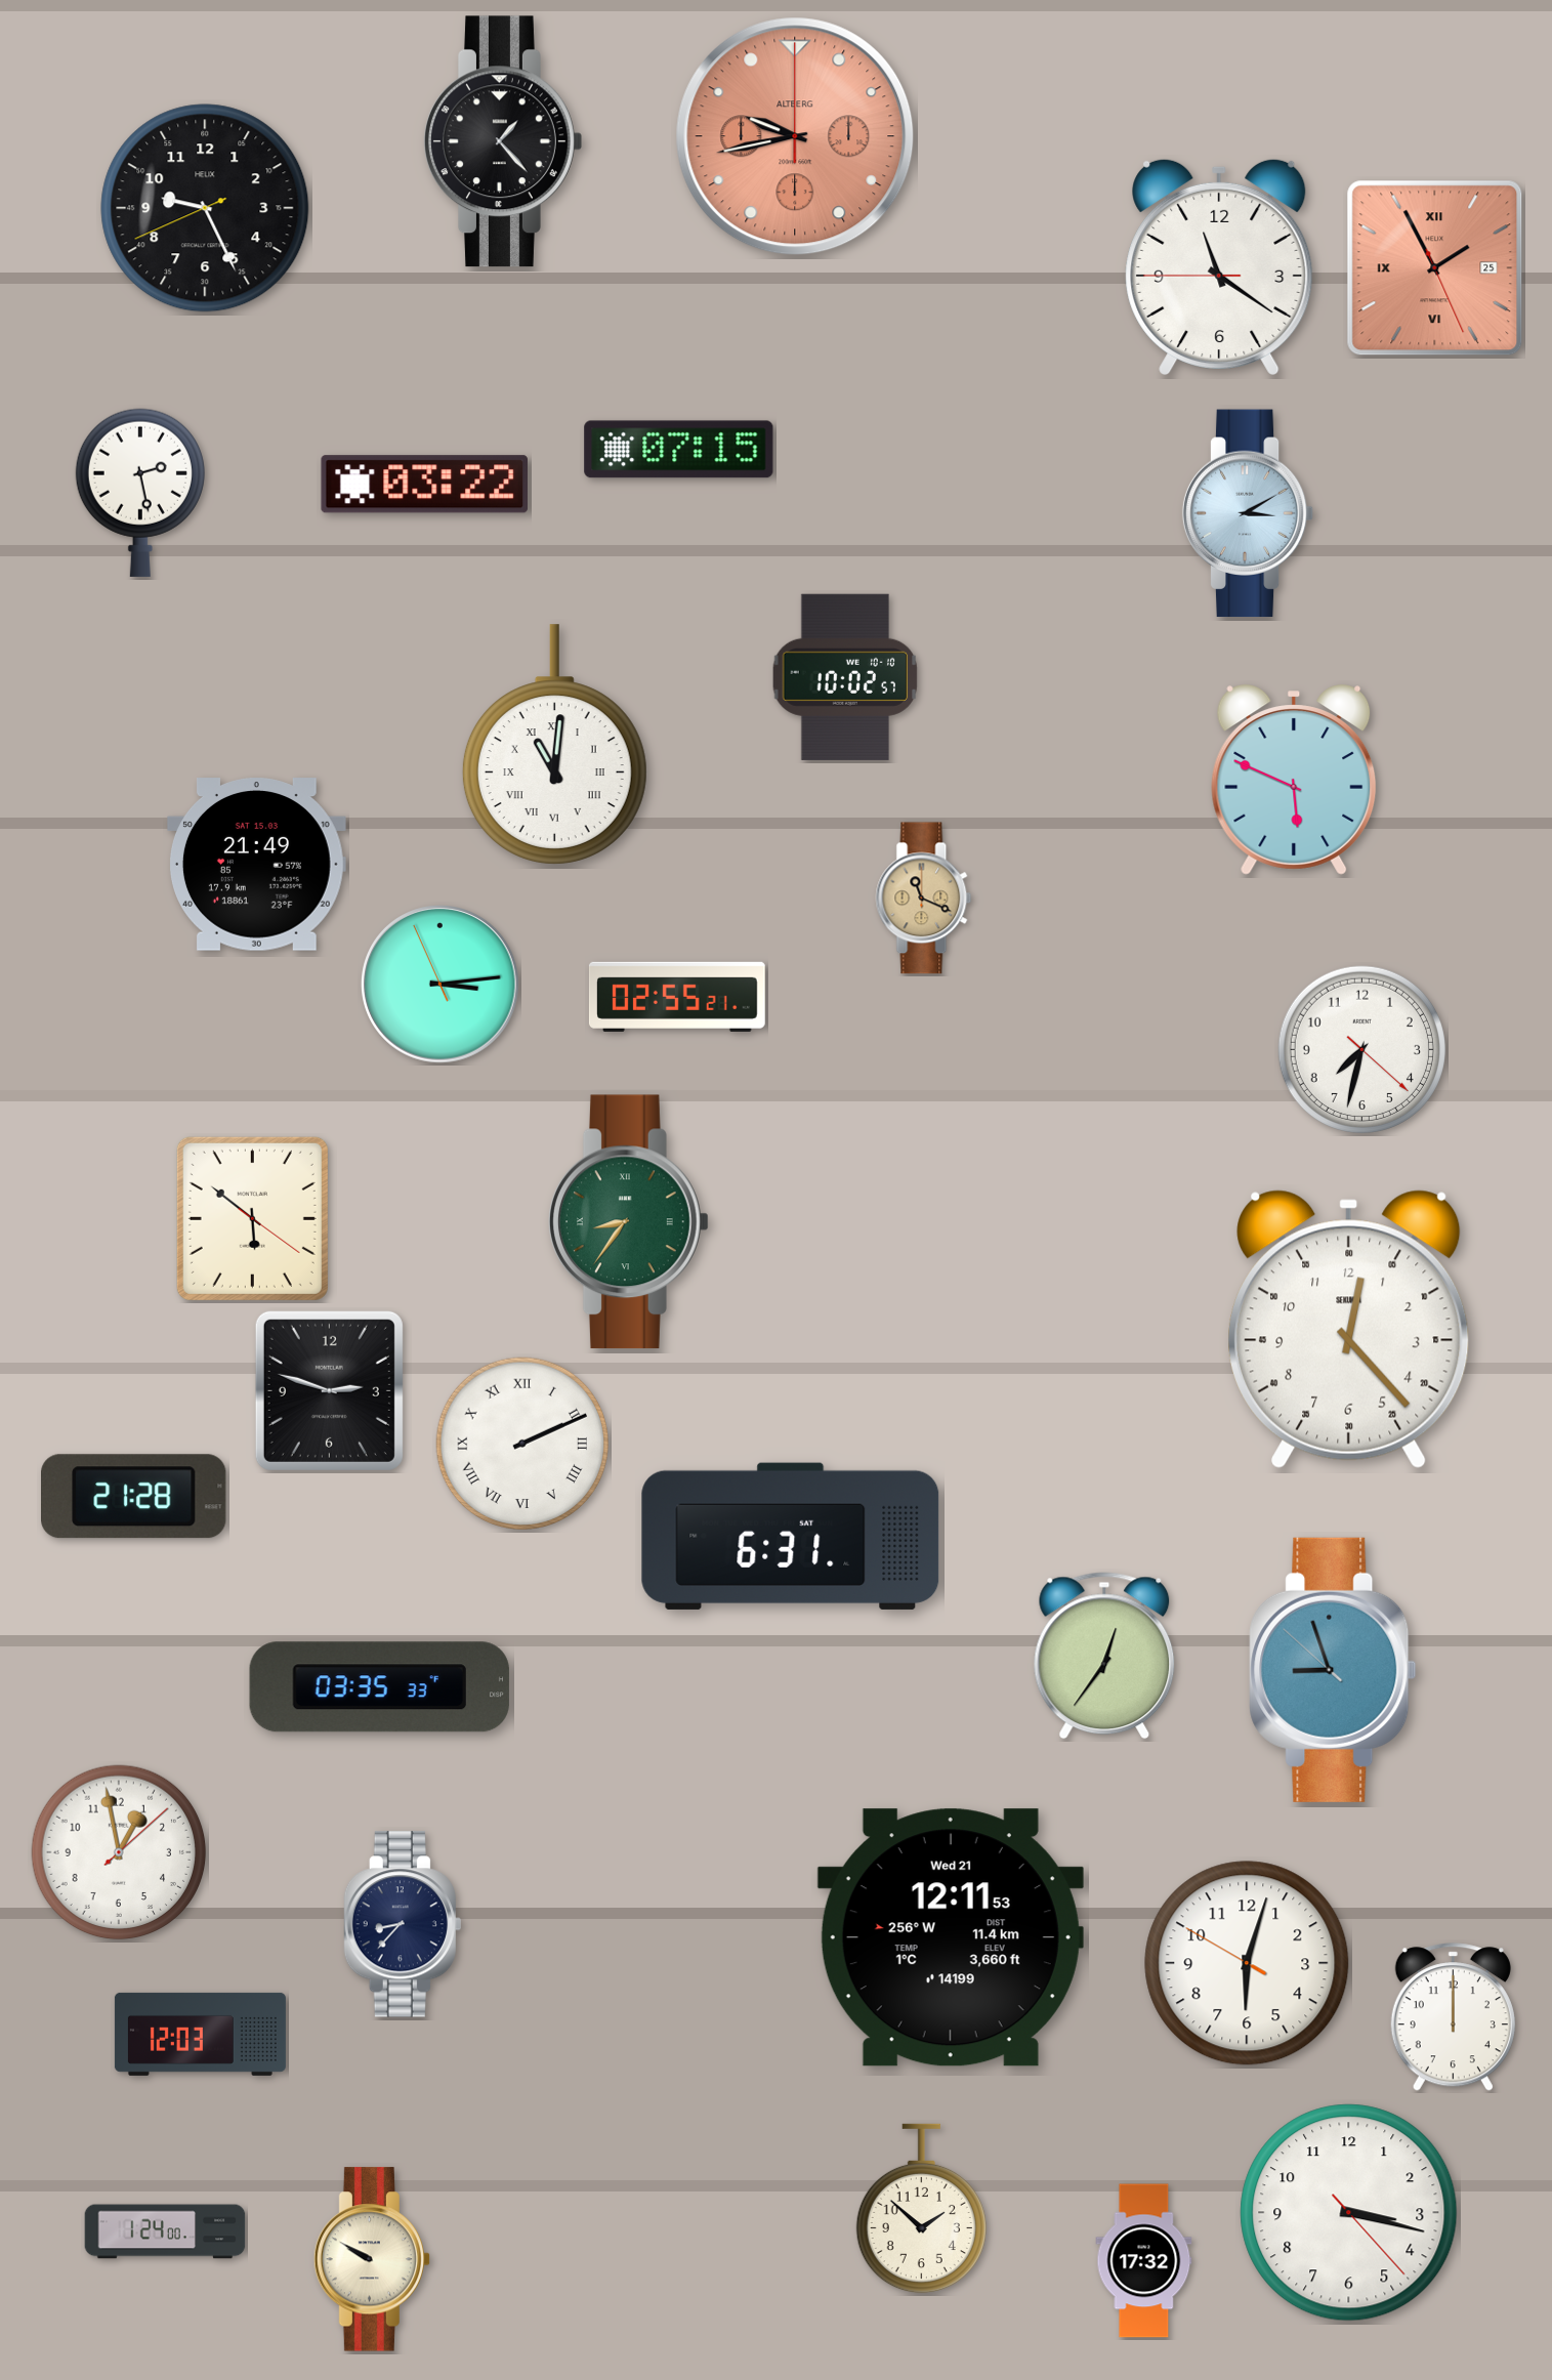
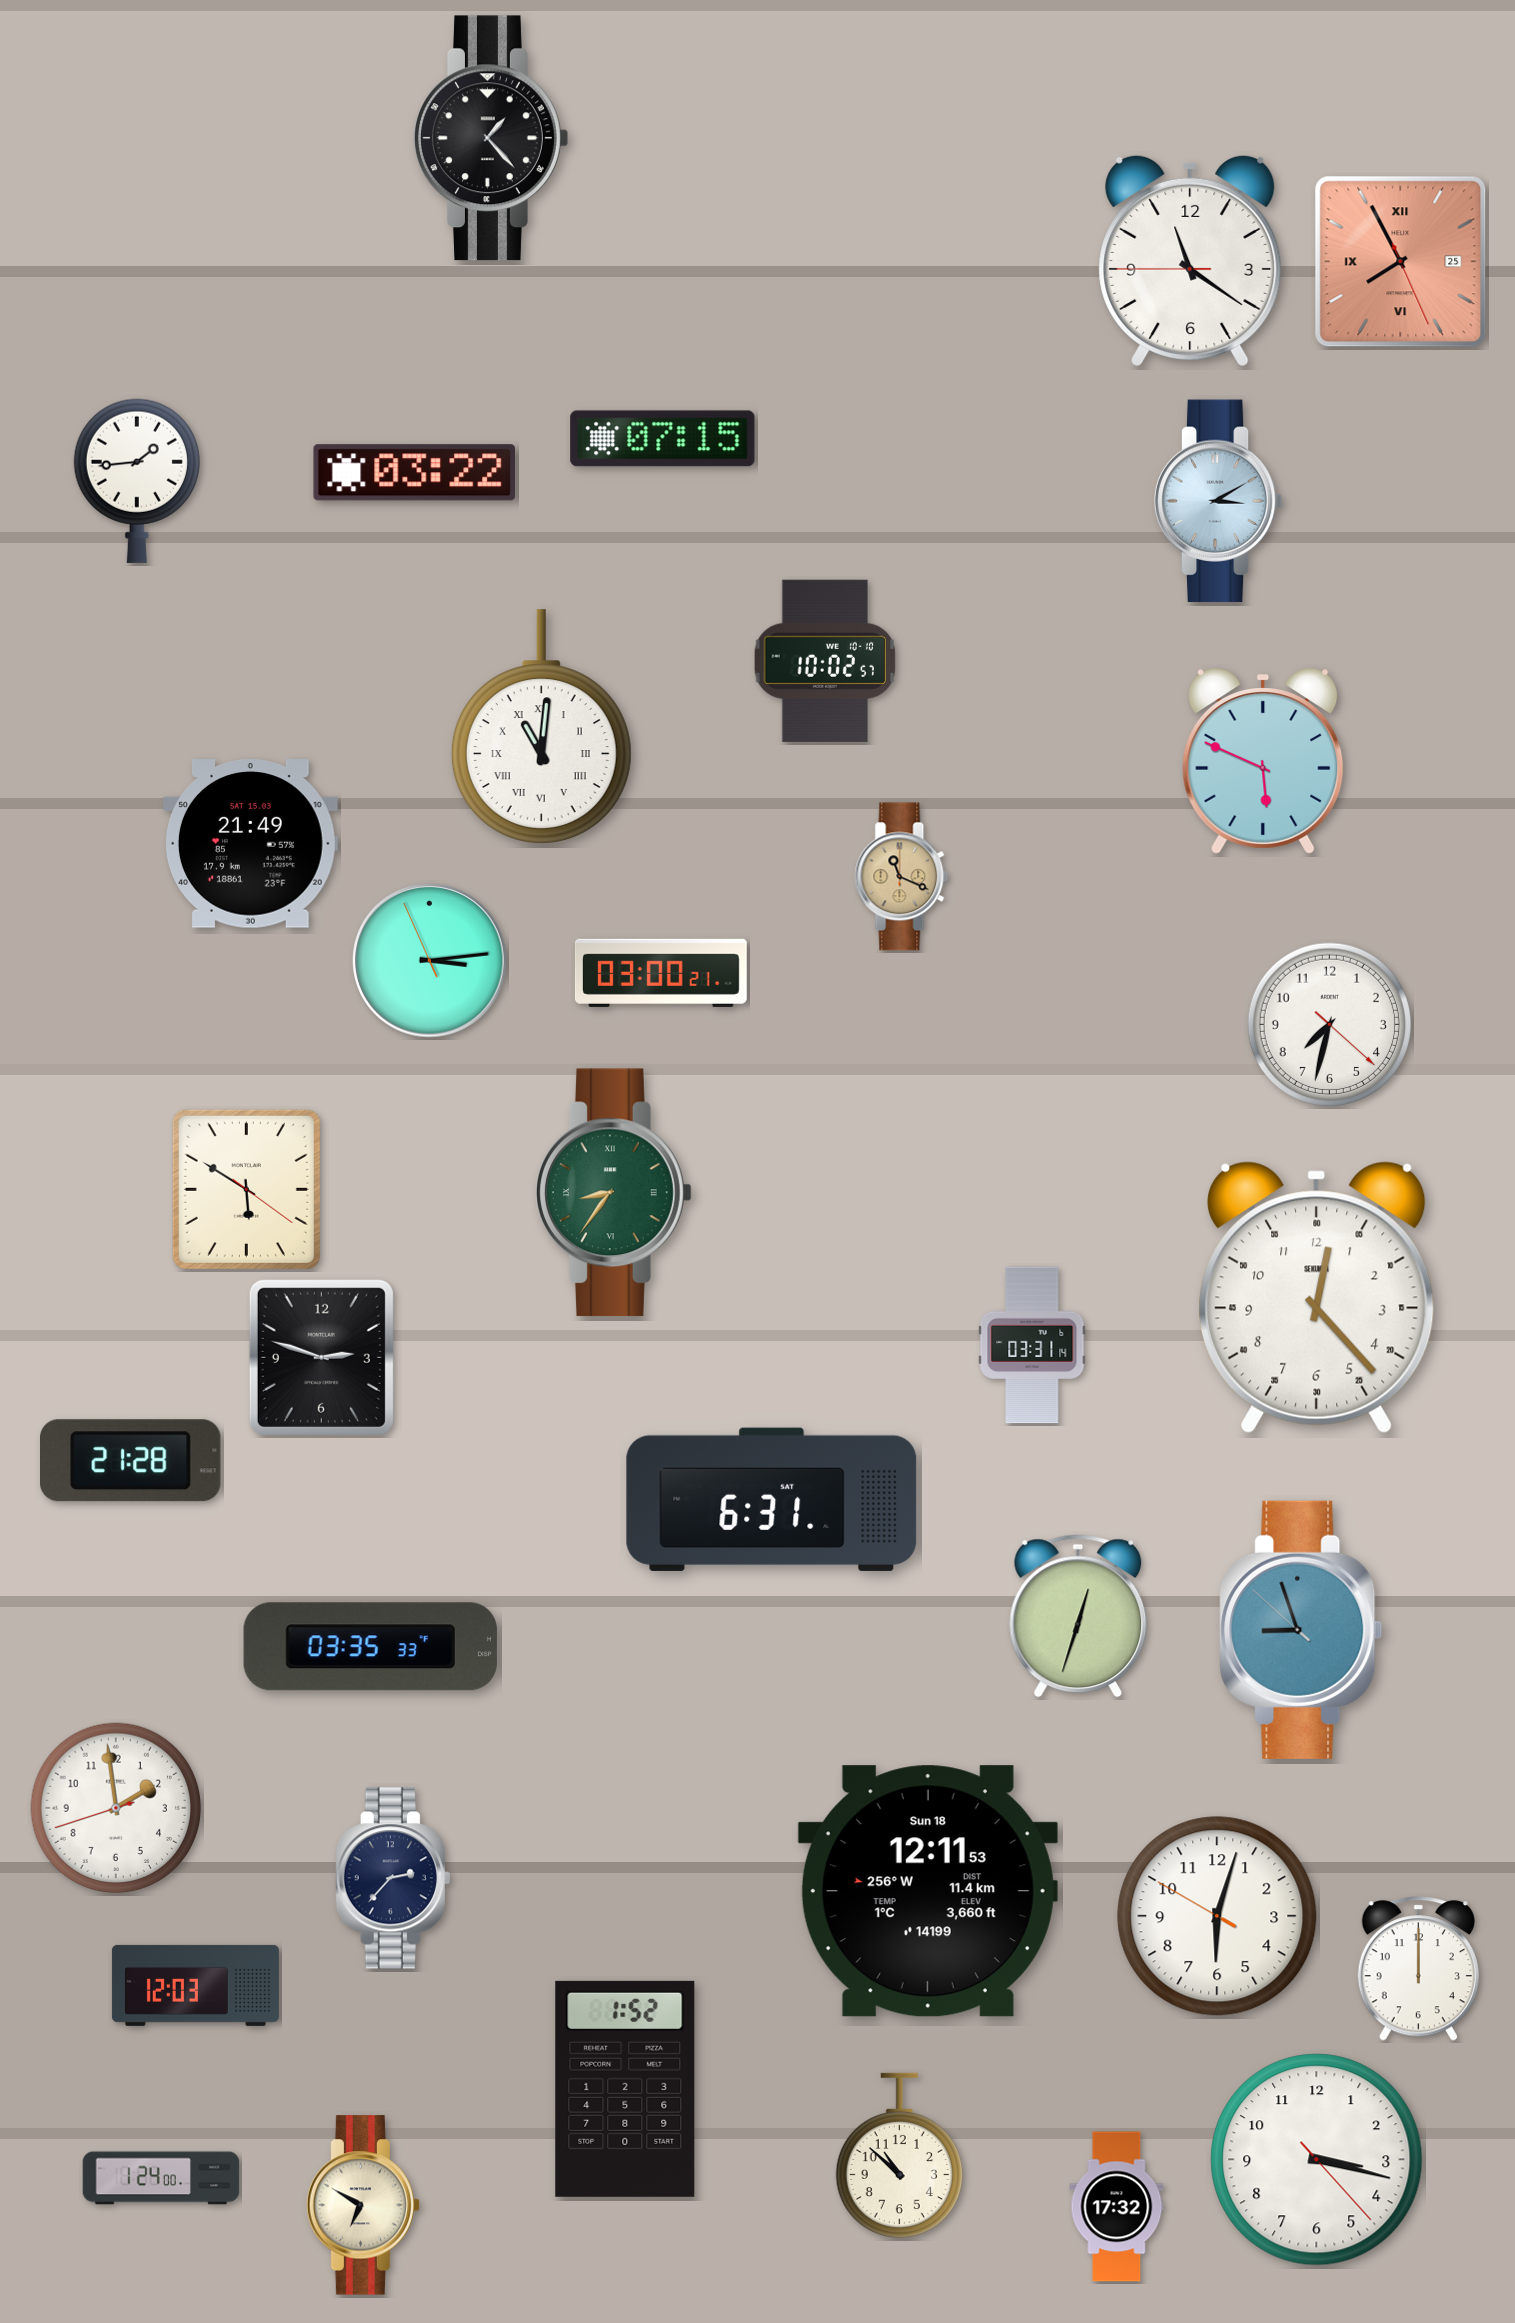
clock at (795, 136): 9:43 -> none
clock at (205, 208): 9:25 -> none
clock at (1435, 268): 1:55 -> 7:55
clock at (140, 493): 2:28 -> 1:44
clock at (677, 997): 02:55 -> 03:00
clock at (252, 1218): 5:51 -> 5:50
clock at (1032, 1345): none -> 03:31
clock at (521, 1443): 2:11 -> none
clock at (1104, 1656): 12:36 -> 12:33
clock at (119, 1852): 12:58 -> 1:58
clock at (403, 1924): 8:37 -> 2:37
clock at (951, 1937) date: Wed 21 -> Sun 18
clock at (625, 2089): none -> 1:52
clock at (921, 2209): 1:52 -> 10:52
clock at (372, 2259): 9:50 -> 6:50
